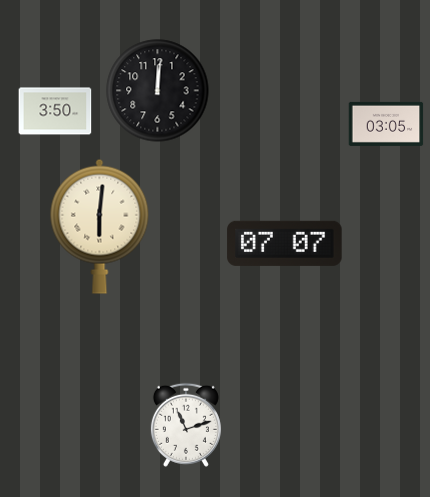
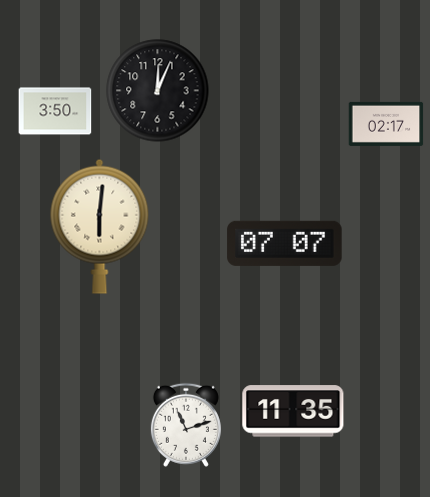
clock at (158, 91): 12:01 -> 12:04
clock at (386, 124): 03:05 -> 02:17
clock at (293, 411): none -> 11:35
